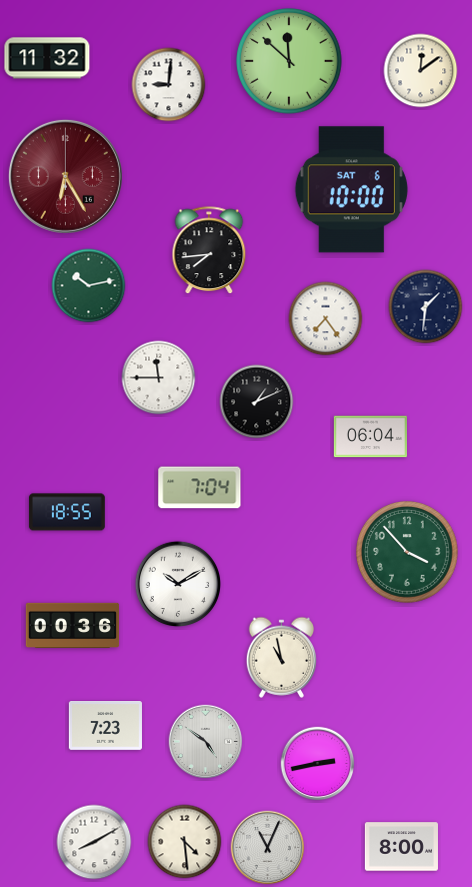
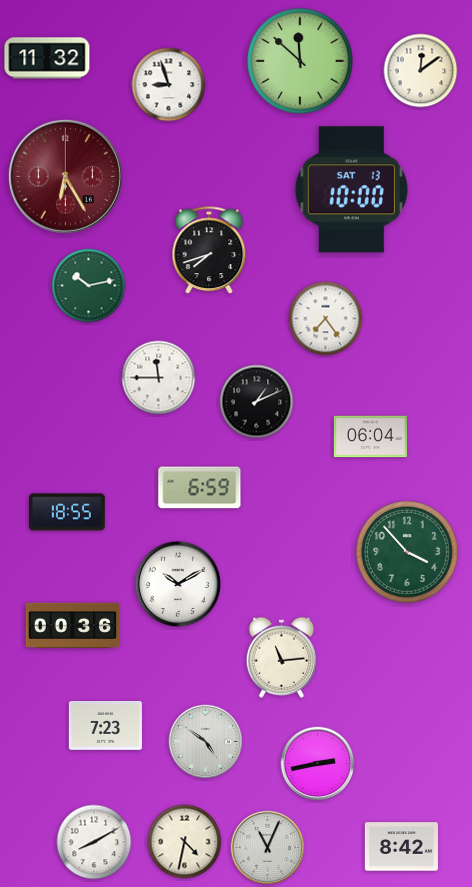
clock at (289, 61) position: (289, 61) -> (300, 61)
clock at (169, 85): 9:01 -> 8:57
clock at (351, 190) date: SAT 6 -> SAT 13
clock at (209, 251): 7:44 -> 7:42
clock at (426, 307): 1:31 -> none
clock at (200, 488): 7:04 -> 6:59
clock at (281, 657): 10:58 -> 11:14
clock at (185, 842): 4:29 -> 4:32
clock at (401, 847): 8:00 -> 8:42
